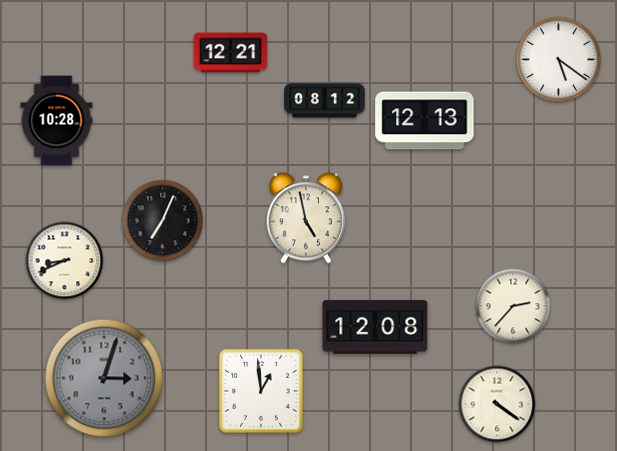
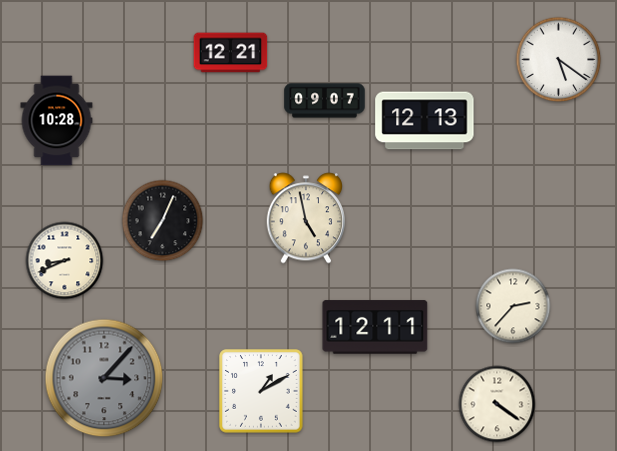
clock at (325, 101): 08:12 -> 09:07
clock at (375, 327): 12:08 -> 12:11
clock at (104, 378): 3:03 -> 3:07
clock at (261, 391): 12:59 -> 1:10
